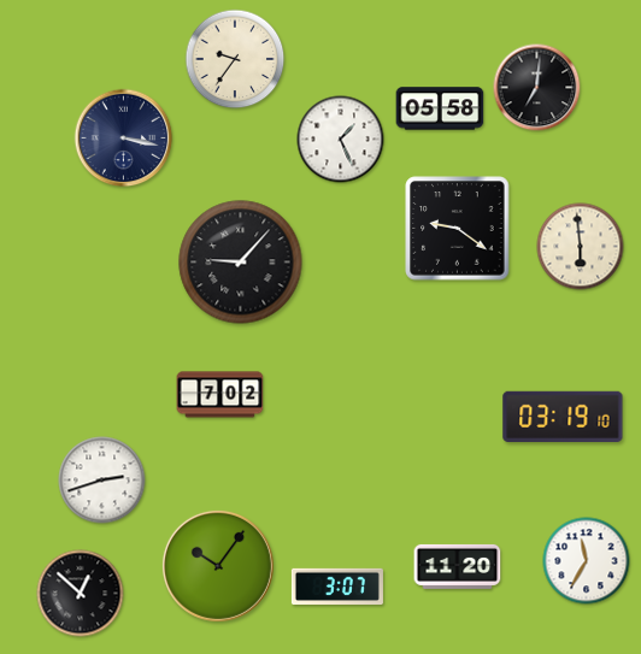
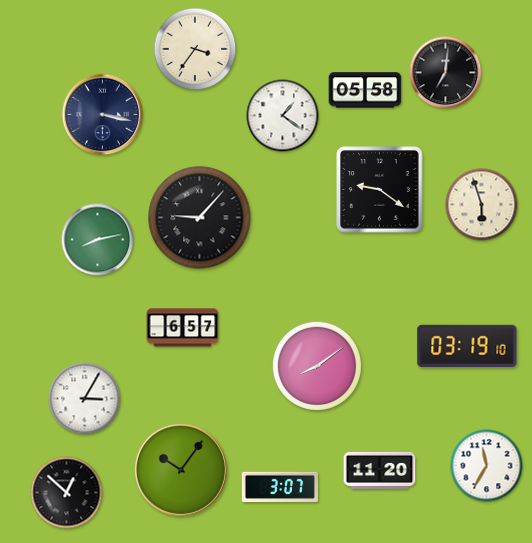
clock at (235, 59): 9:36 -> 3:36
clock at (341, 140): 1:26 -> 1:21
clock at (581, 247): 5:59 -> 5:57
clock at (98, 240): none -> 8:13
clock at (220, 395): 7:02 -> 6:57
clock at (317, 366): none -> 8:09
clock at (102, 481): 2:42 -> 3:05
